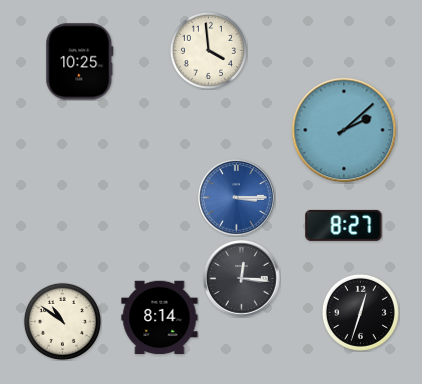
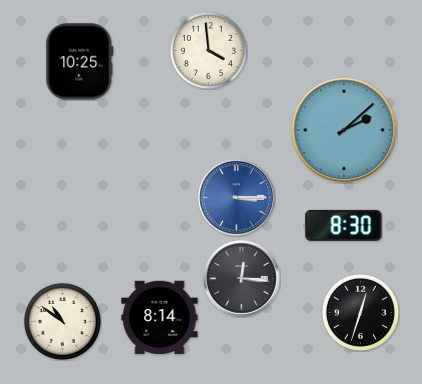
clock at (344, 225): 8:27 -> 8:30
